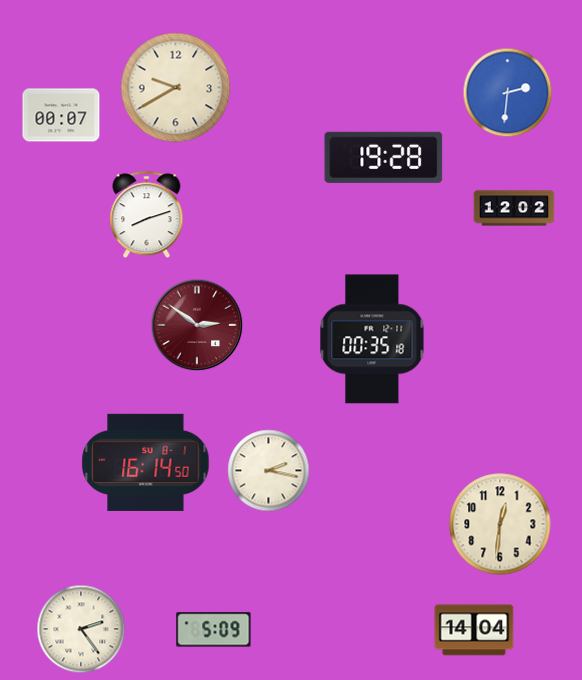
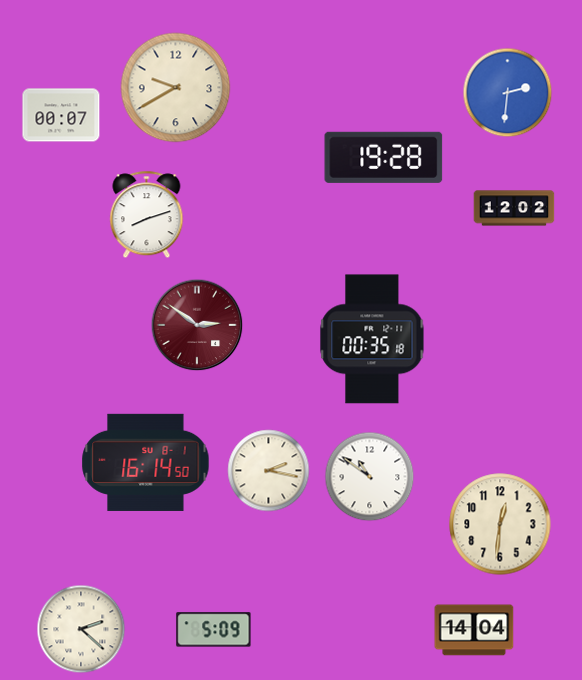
clock at (370, 477): none -> 10:51
clock at (81, 629): 2:24 -> 2:22
